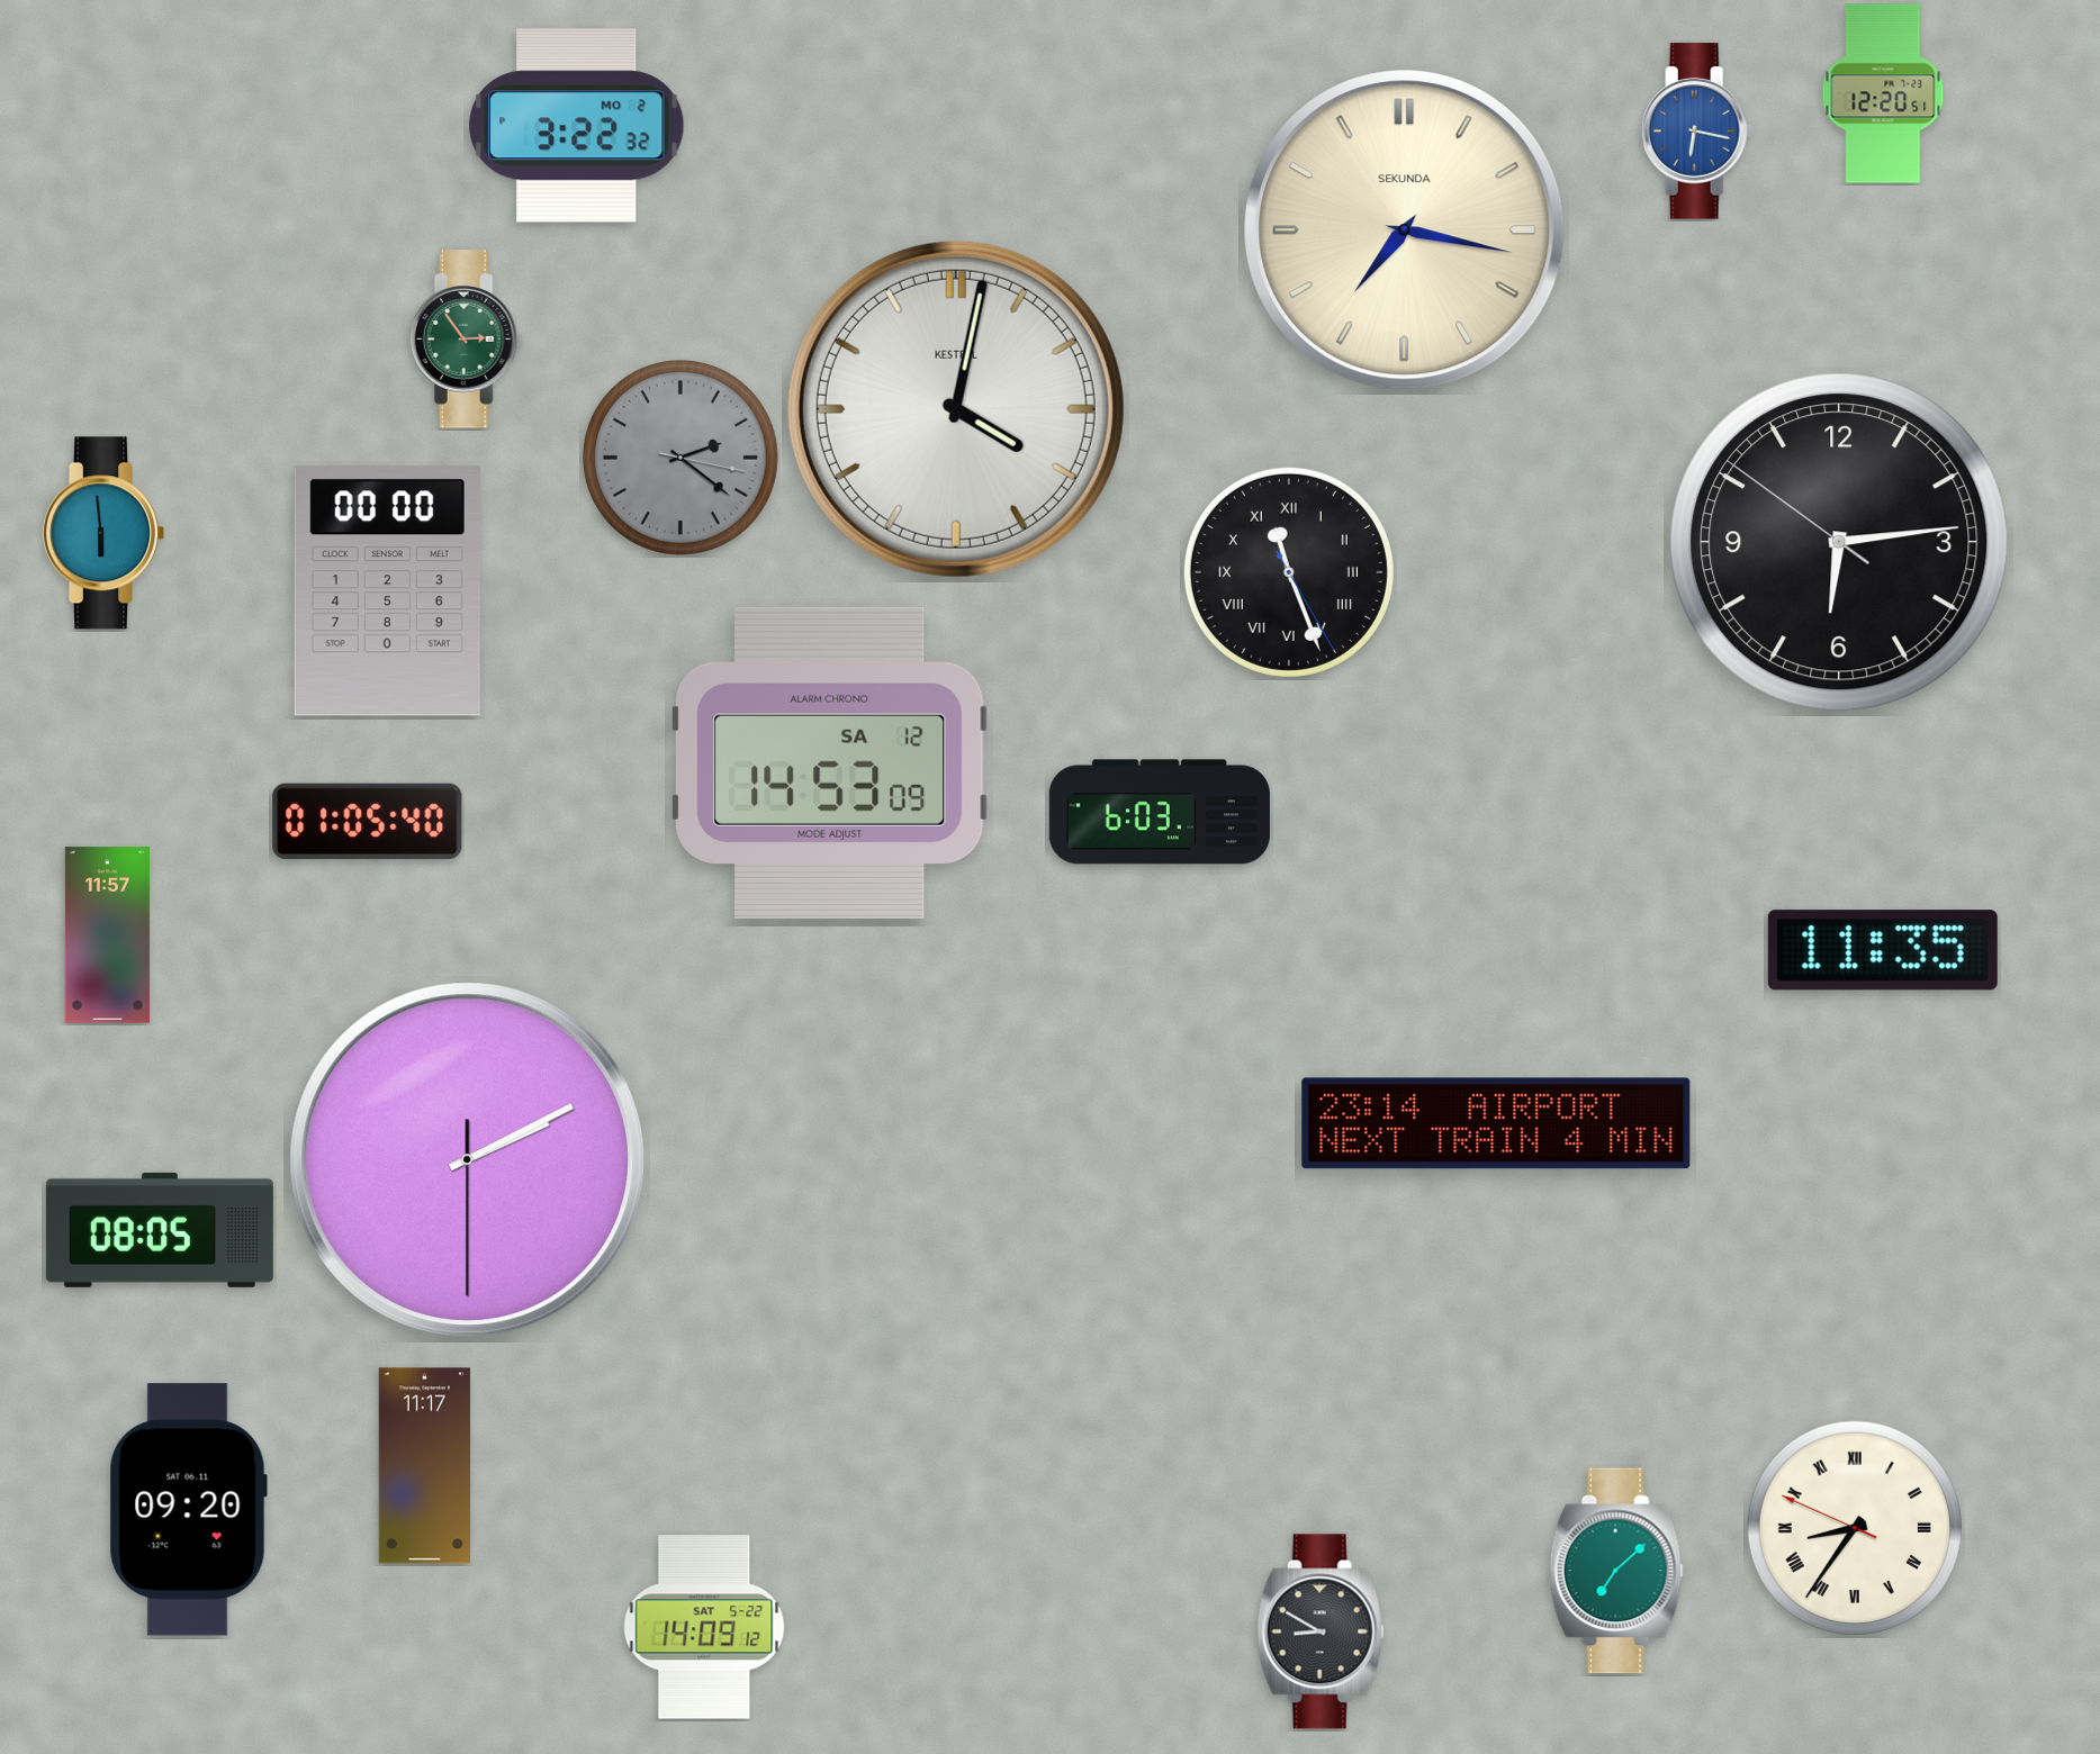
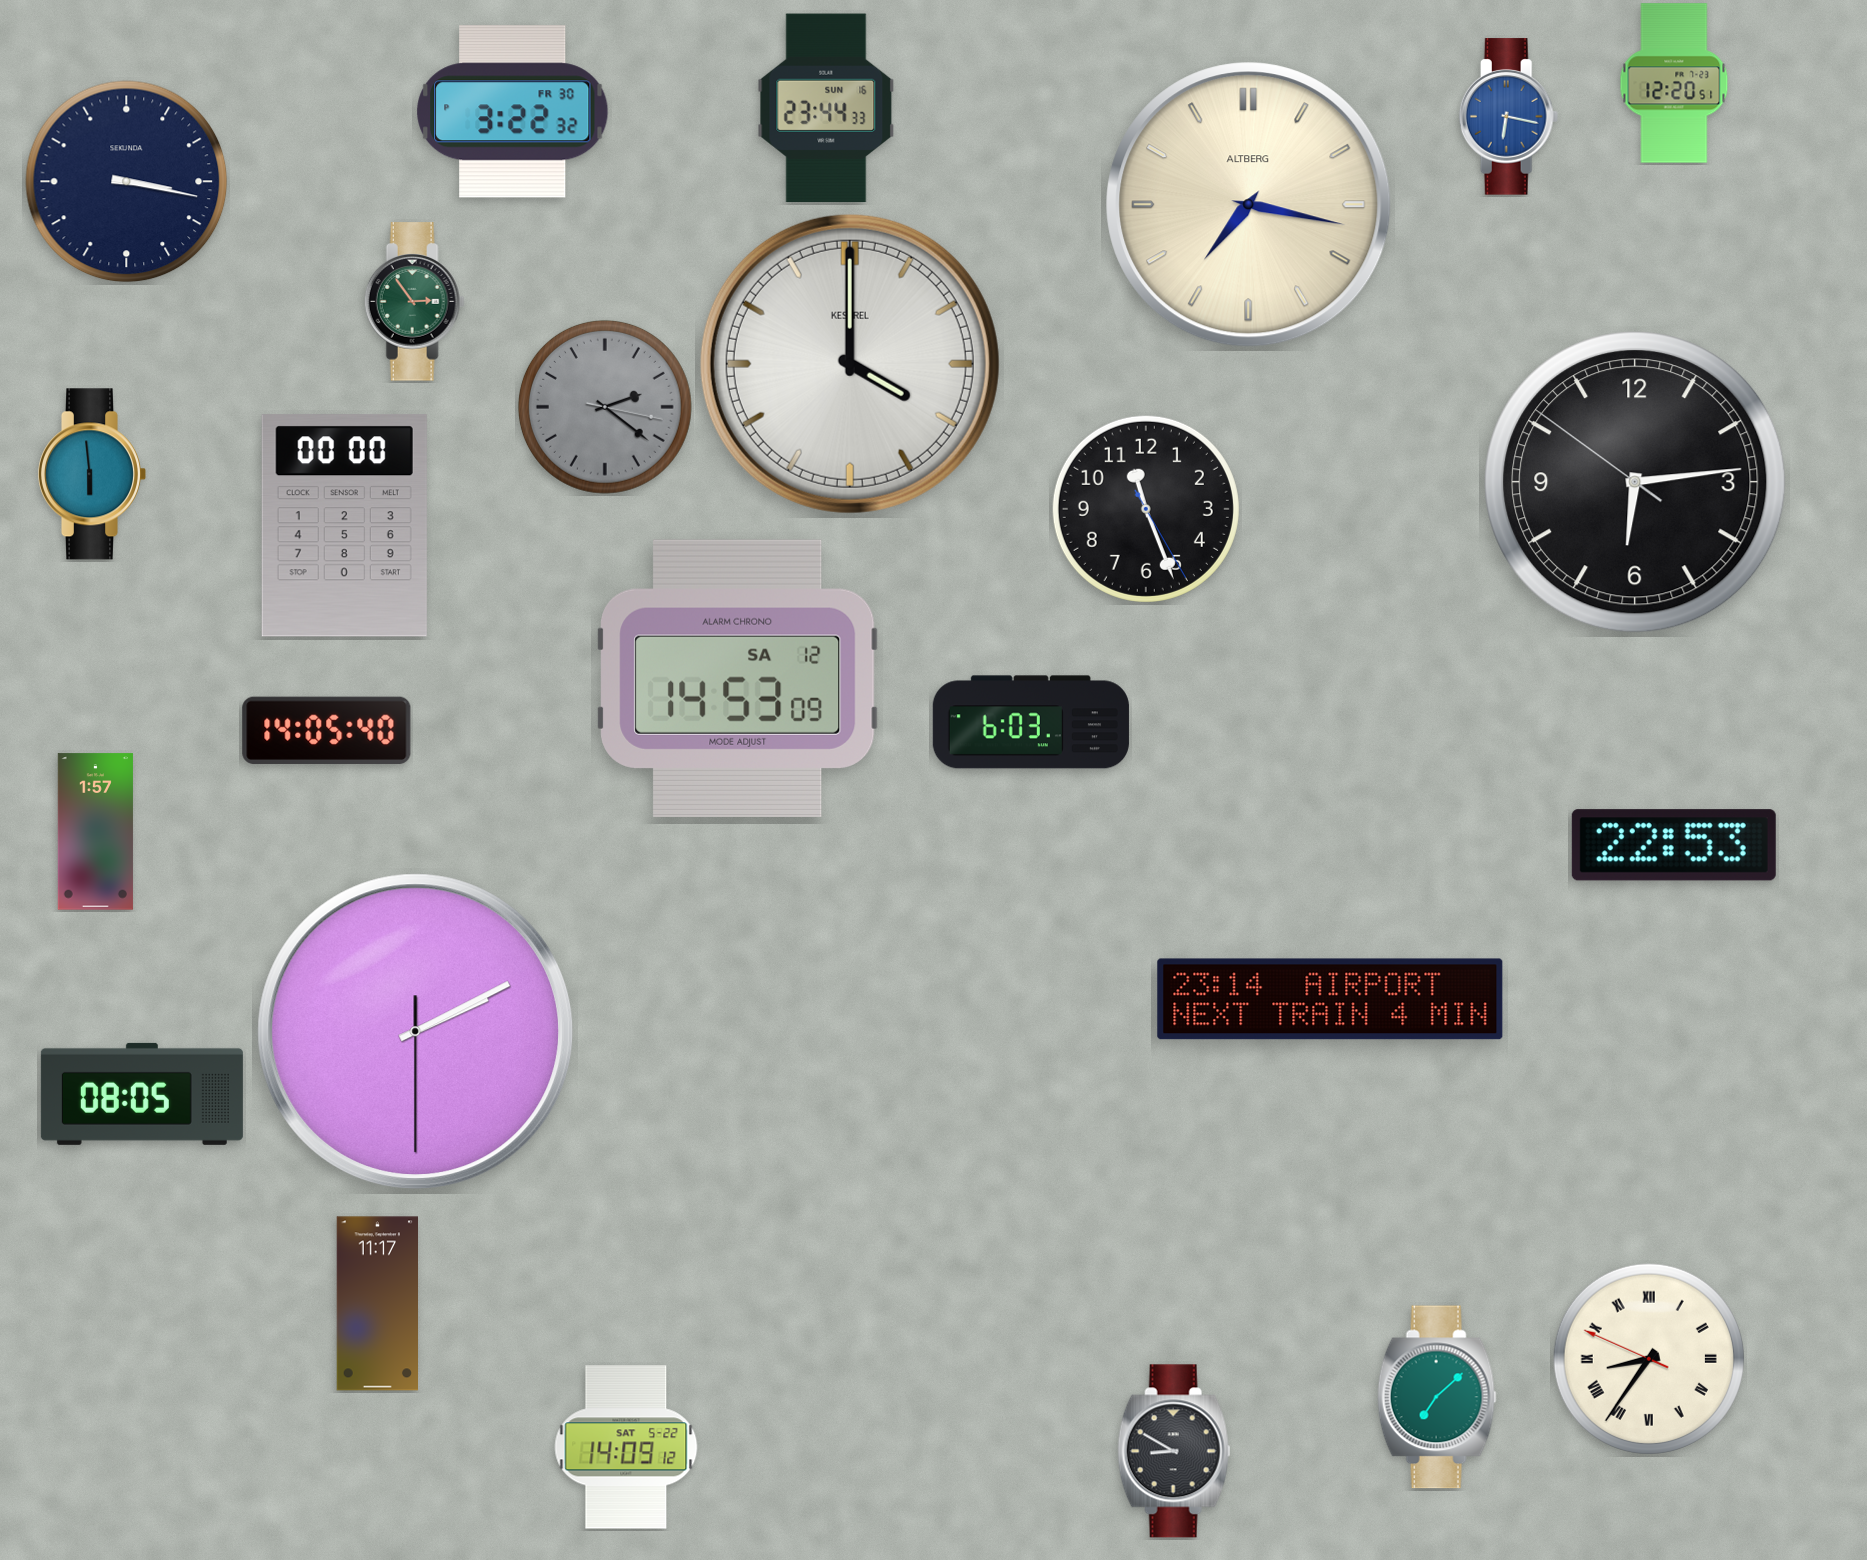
clock at (826, 108): none -> 23:44
clock at (577, 126) date: MO 2 -> FR 30
clock at (127, 182): none -> 3:17
clock at (1405, 230) brand: SEKUNDA -> ALTBERG
clock at (956, 409): 4:02 -> 4:00
clock at (1289, 572) numerals: Roman -> Arabic
clock at (368, 821): 01:05 -> 14:05
clock at (107, 935): 11:57 -> 1:57
clock at (1883, 950): 11:35 -> 22:53
clock at (188, 1510): 09:20 -> none
